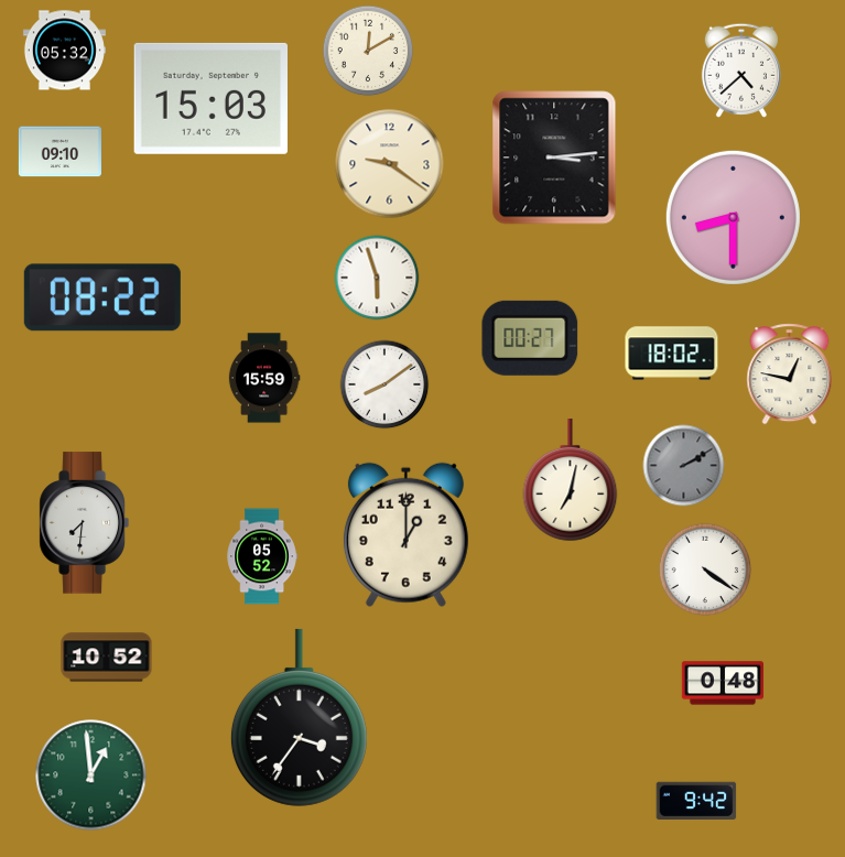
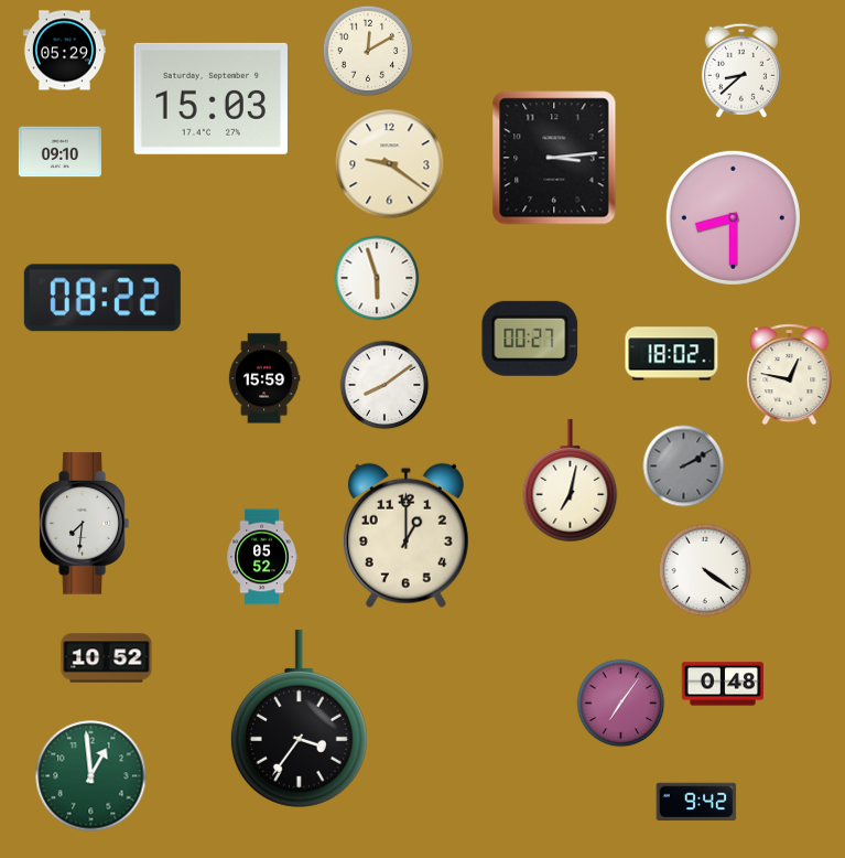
clock at (64, 51): 05:32 -> 05:29
clock at (741, 70): 4:38 -> 8:38
clock at (621, 704): none -> 7:06
